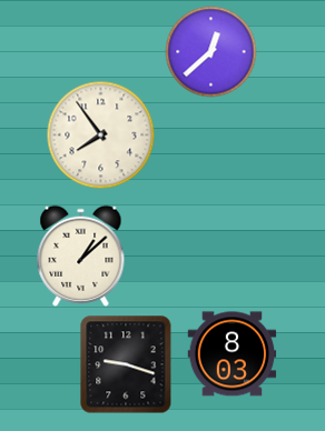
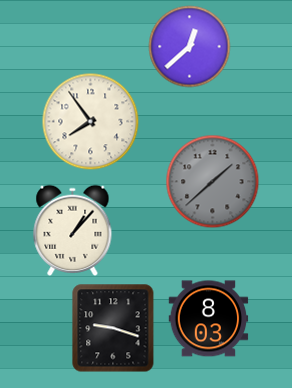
clock at (213, 182): none -> 1:38
clock at (81, 255): 1:08 -> 1:07
